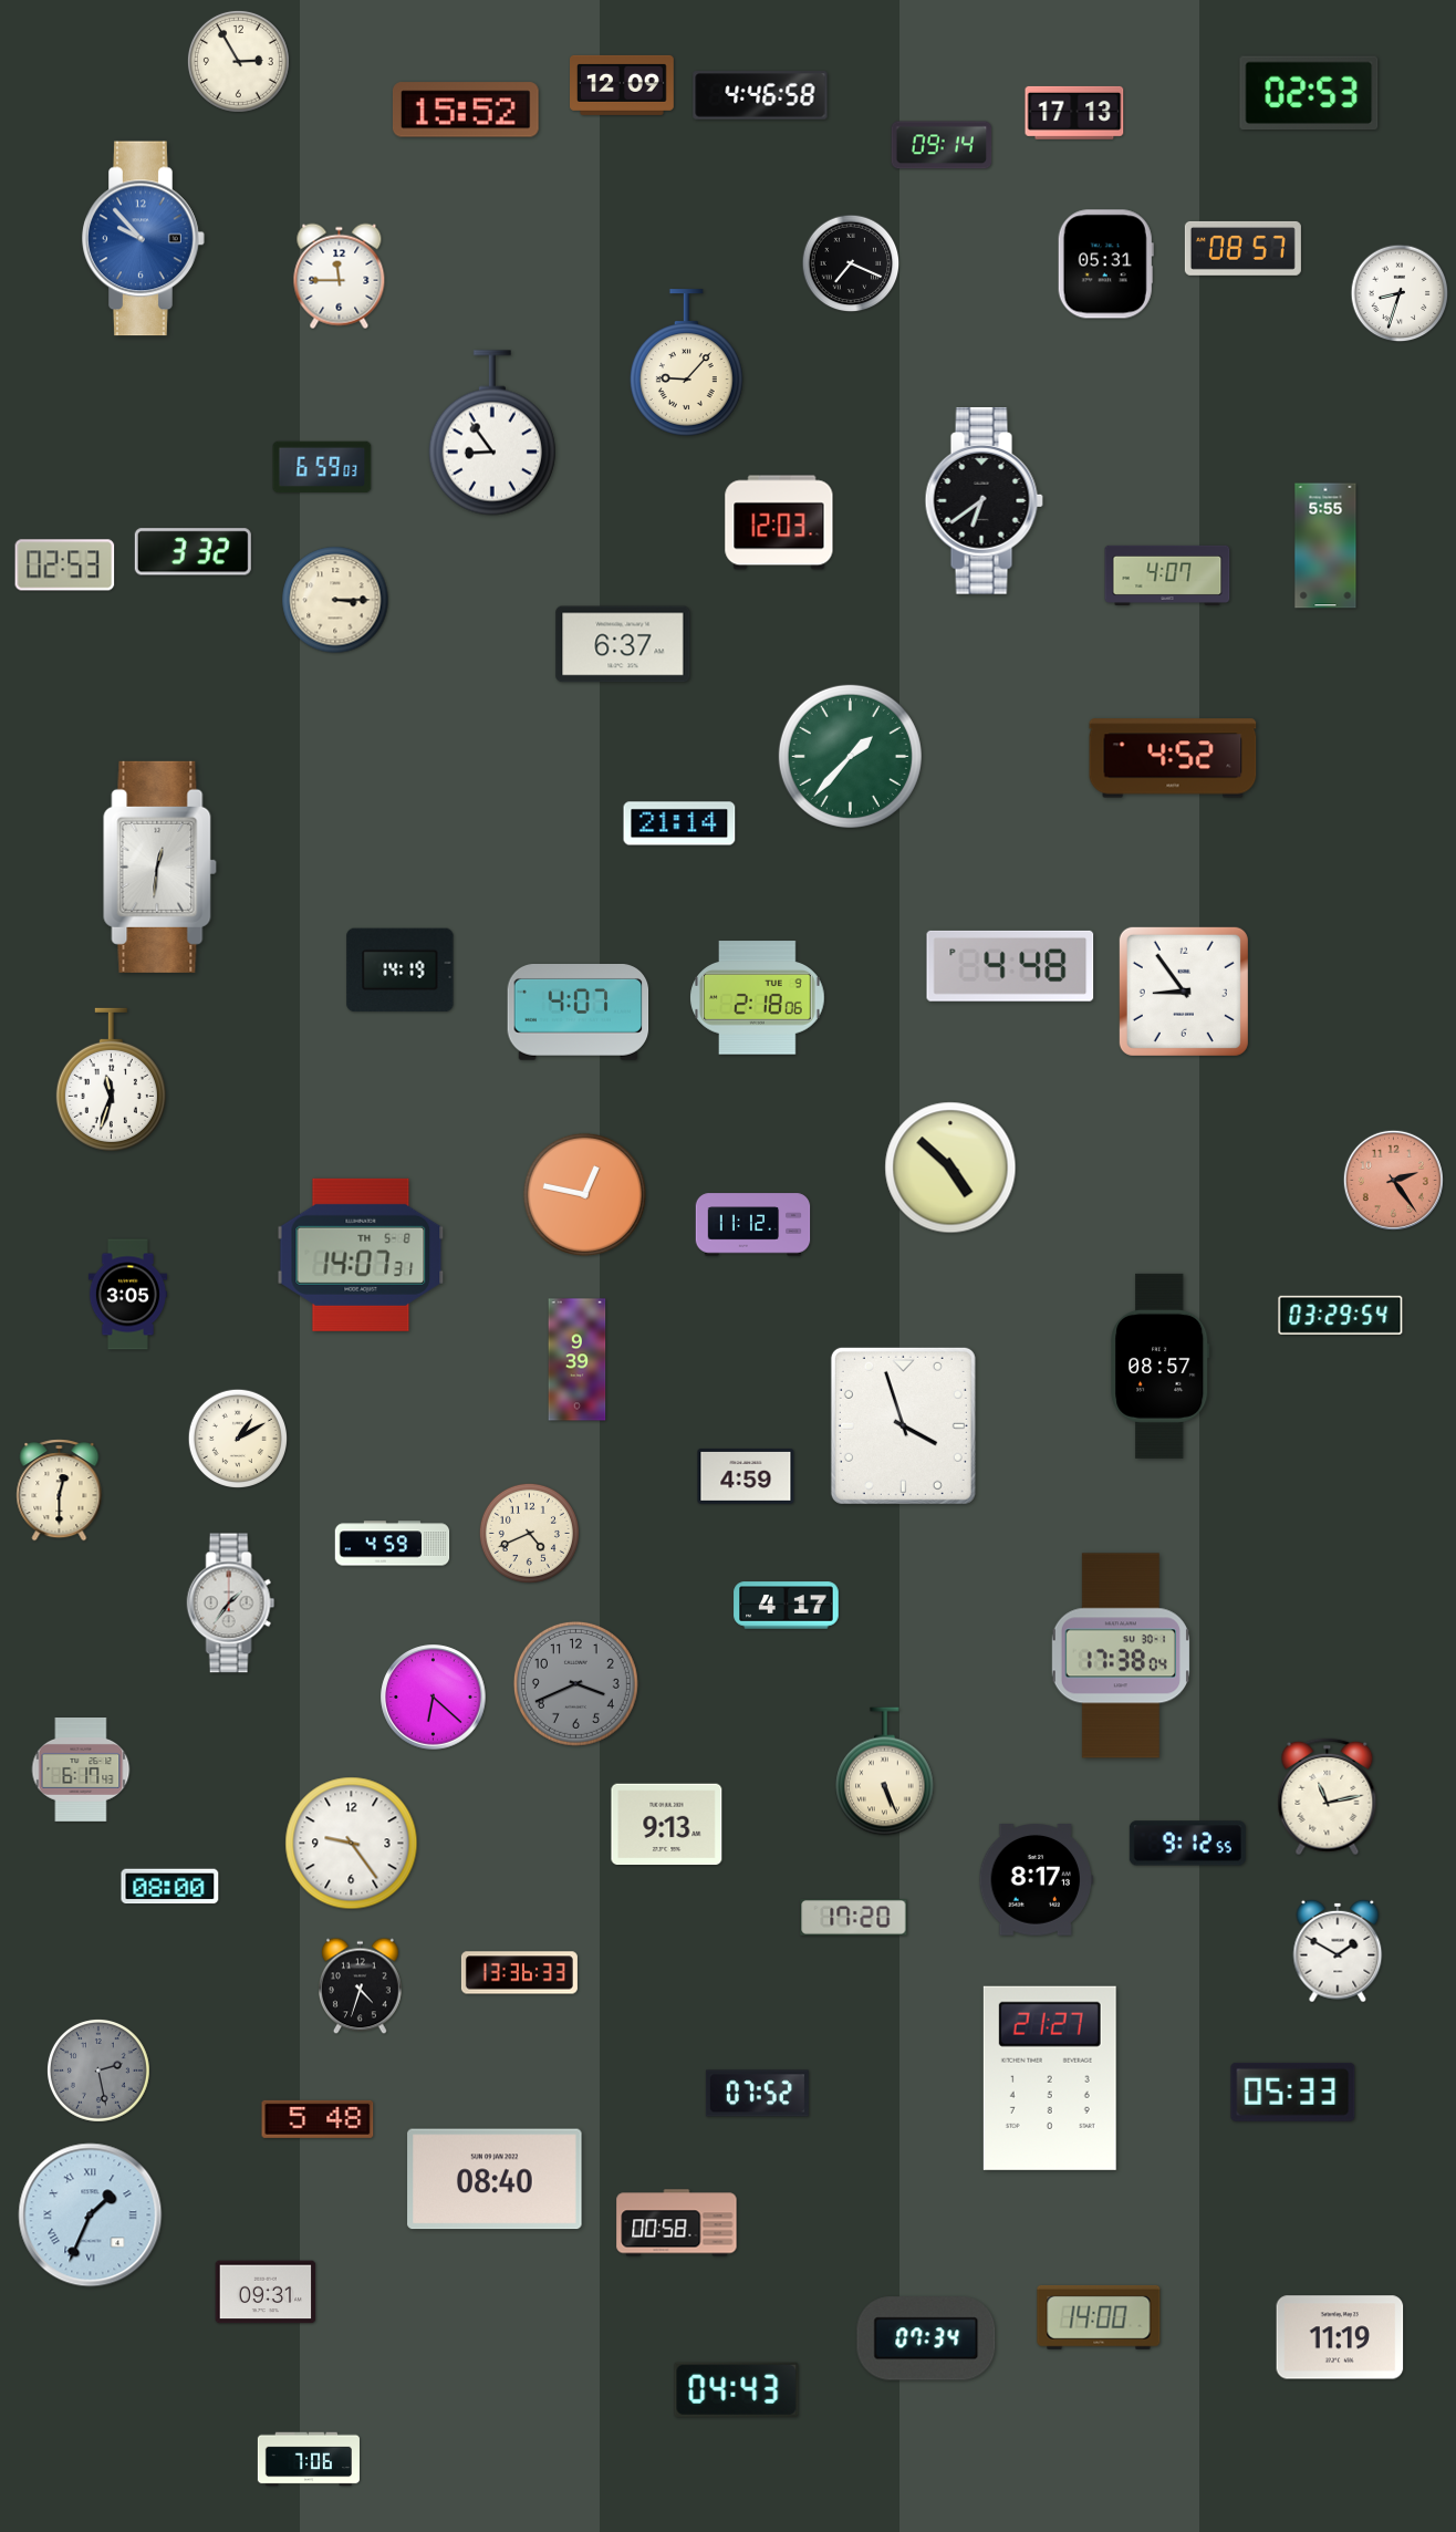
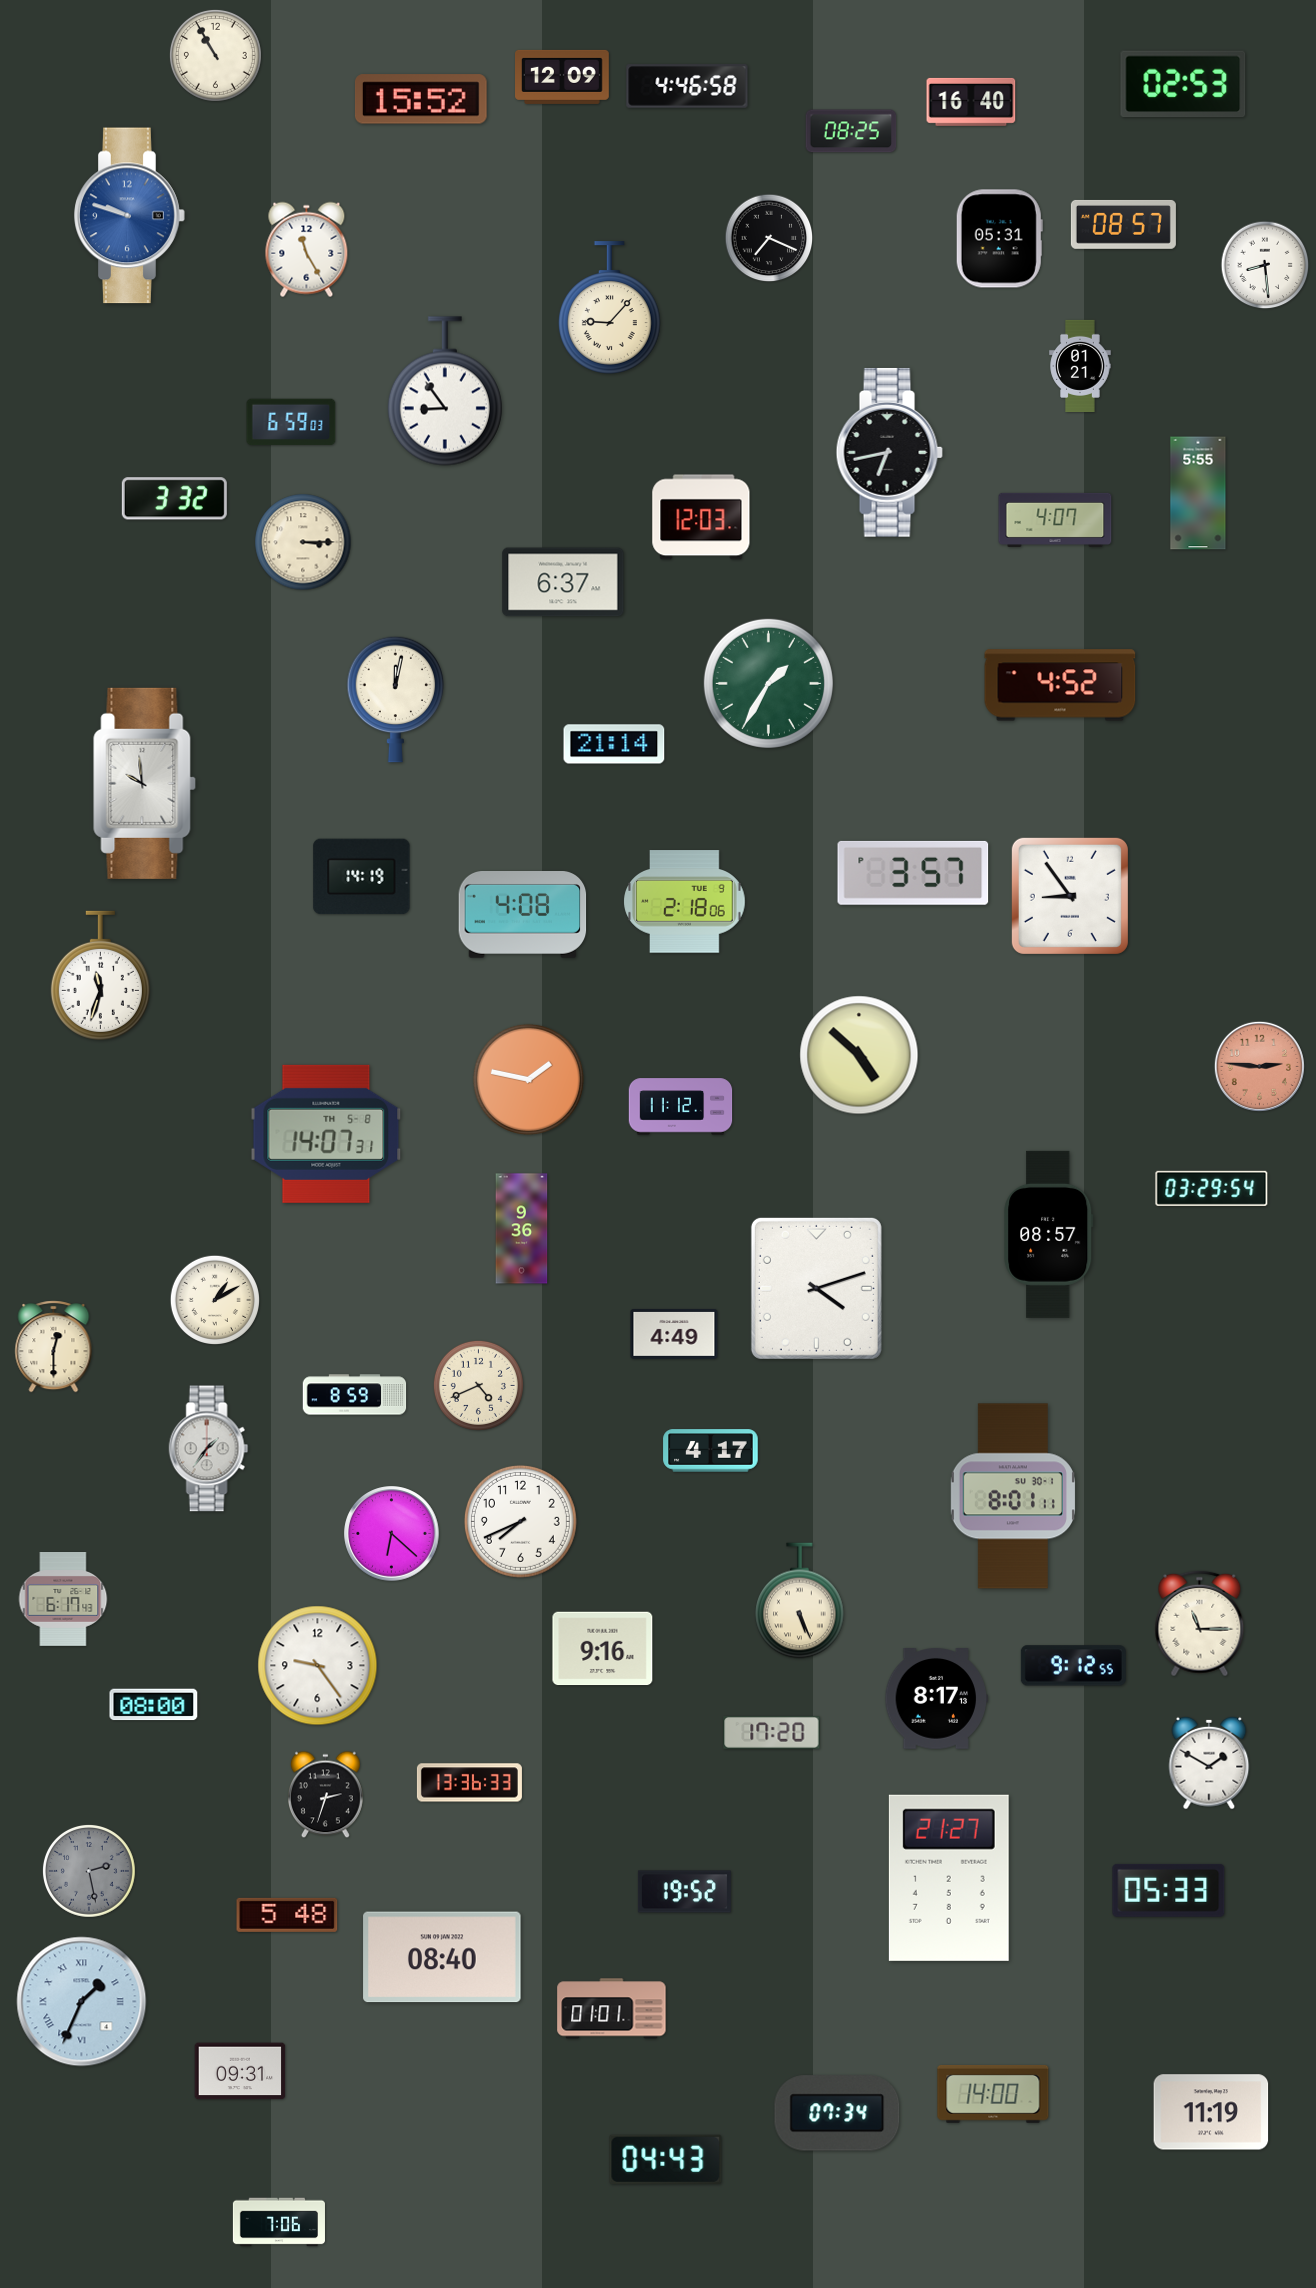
clock at (238, 61): 2:55 -> 10:55
clock at (1074, 113): 17:13 -> 16:40
clock at (942, 145): 09:14 -> 08:25
clock at (144, 239): 9:53 -> 9:48
clock at (340, 277): 11:45 -> 11:25
clock at (1400, 293): 8:33 -> 8:29
clock at (686, 363) position: (686, 363) -> (609, 308)
clock at (1080, 366): none -> 01:21
clock at (984, 500): 6:39 -> 6:43
clock at (779, 522) position: (779, 522) -> (701, 517)
clock at (65, 565): 02:53 -> none
clock at (850, 756): 1:37 -> 1:35
clock at (396, 699): none -> 12:02
clock at (160, 867): 12:31 -> 9:59
clock at (1010, 966): 4:48 -> 3:57
clock at (579, 1013): 4:07 -> 4:08
clock at (1393, 1180): 2:24 -> 2:46
clock at (584, 1194): 12:47 -> 1:47
clock at (127, 1295): 3:05 -> none
clock at (578, 1360): 9:39 -> 9:36
clock at (903, 1425): 3:57 -> 4:12
clock at (746, 1476): 4:59 -> 4:49
clock at (393, 1544): 4:59 -> 8:59
clock at (1121, 1656): 17:38 -> 8:01
clock at (575, 1683): 3:41 -> 7:41
clock at (575, 1683) dial: grey -> white
clock at (81, 1771) position: (81, 1771) -> (63, 1600)
clock at (1328, 1797): 11:13 -> 11:15
clock at (667, 1825): 9:13 -> 9:16
clock at (361, 1986): 4:33 -> 2:33
clock at (757, 2094): 07:52 -> 19:52
clock at (495, 2179) position: (495, 2179) -> (442, 1957)
clock at (677, 2223): 00:58 -> 01:01
